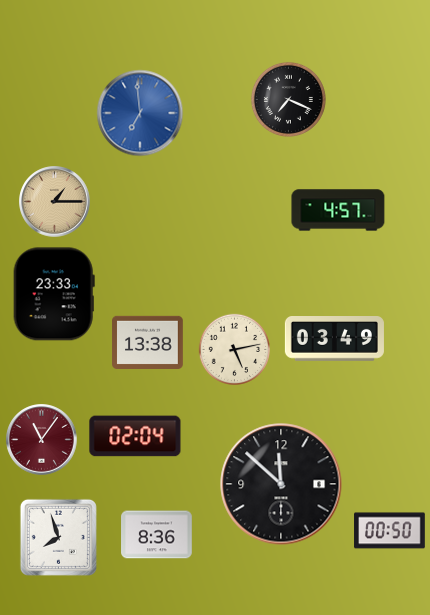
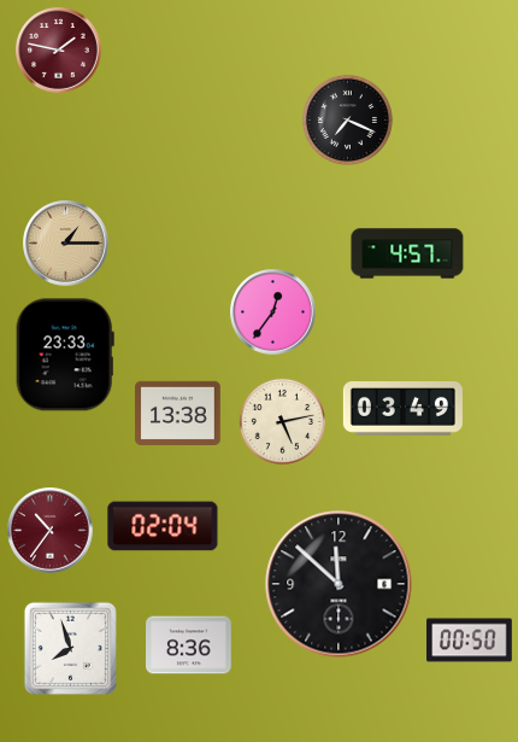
clock at (59, 51): none -> 1:47
clock at (140, 113): 6:59 -> none
clock at (273, 312): none -> 12:36
clock at (42, 440): 11:06 -> 10:36
